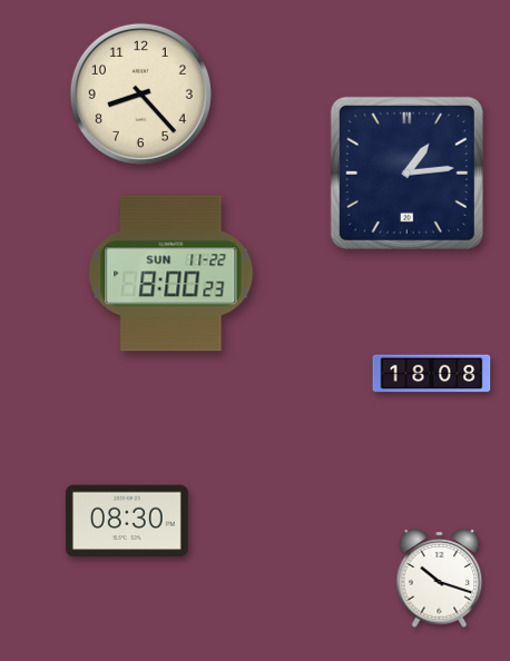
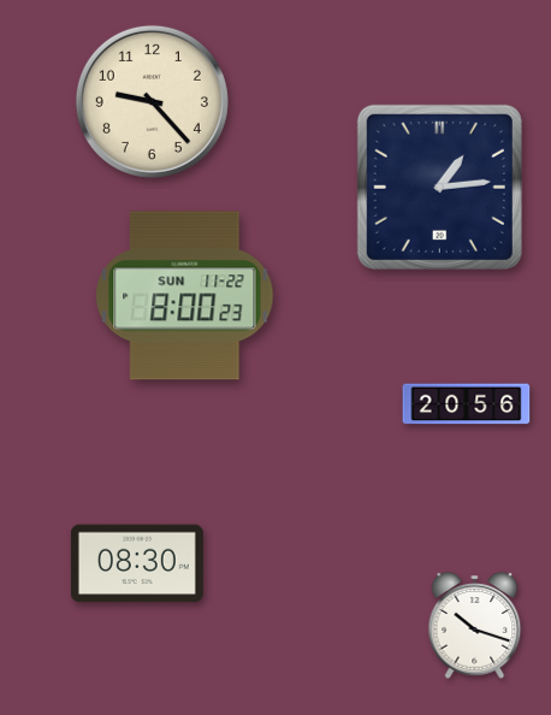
clock at (140, 93): 8:23 -> 9:23
clock at (432, 374): 18:08 -> 20:56
